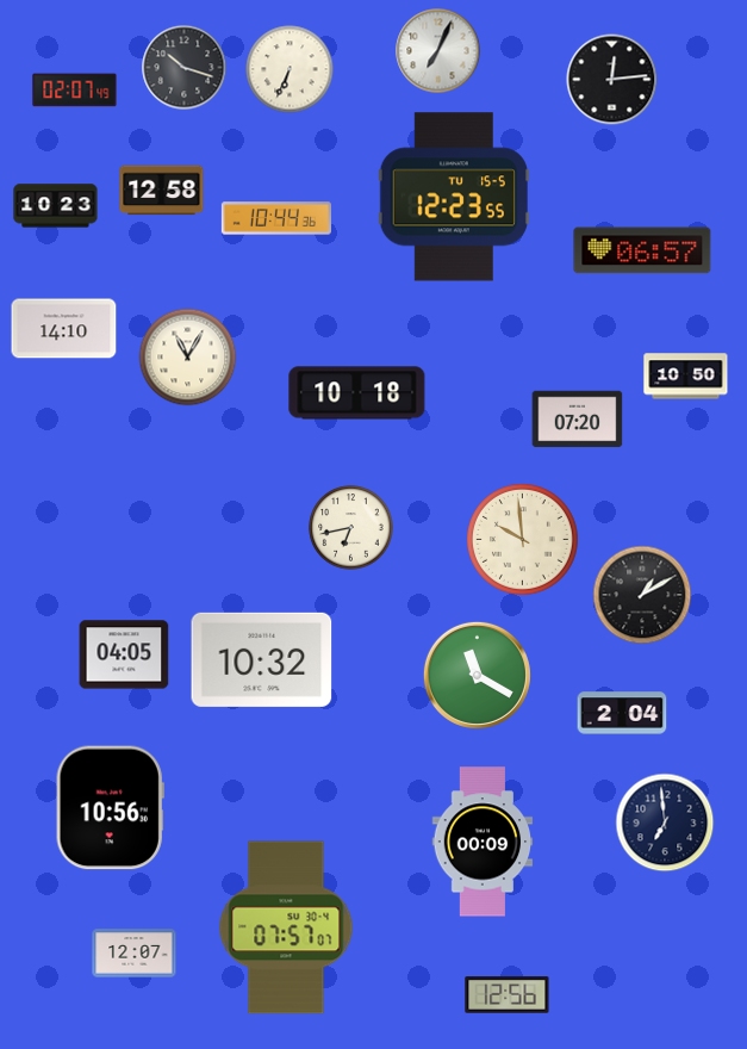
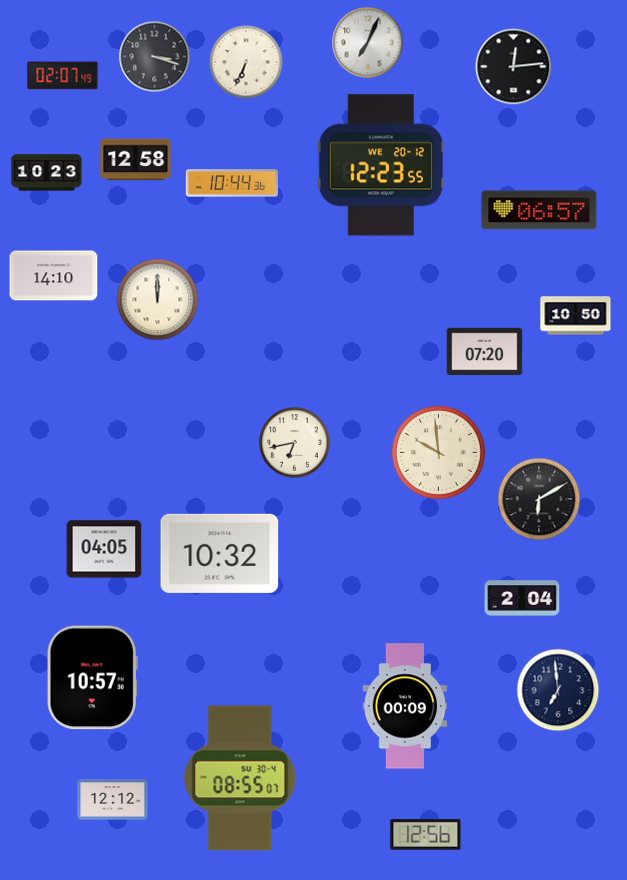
clock at (185, 68): 10:18 -> 3:18
clock at (290, 69) position: (290, 69) -> (246, 62)
clock at (453, 197) date: TU 15-5 -> WE 20-12
clock at (188, 358): 11:05 -> 12:00
clock at (357, 393): 10:18 -> none
clock at (642, 595): 1:10 -> 6:10
clock at (477, 675): 11:20 -> none
clock at (110, 808): 10:56 -> 10:57
clock at (286, 927): 07:57 -> 08:55
clock at (135, 954): 12:07 -> 12:12
